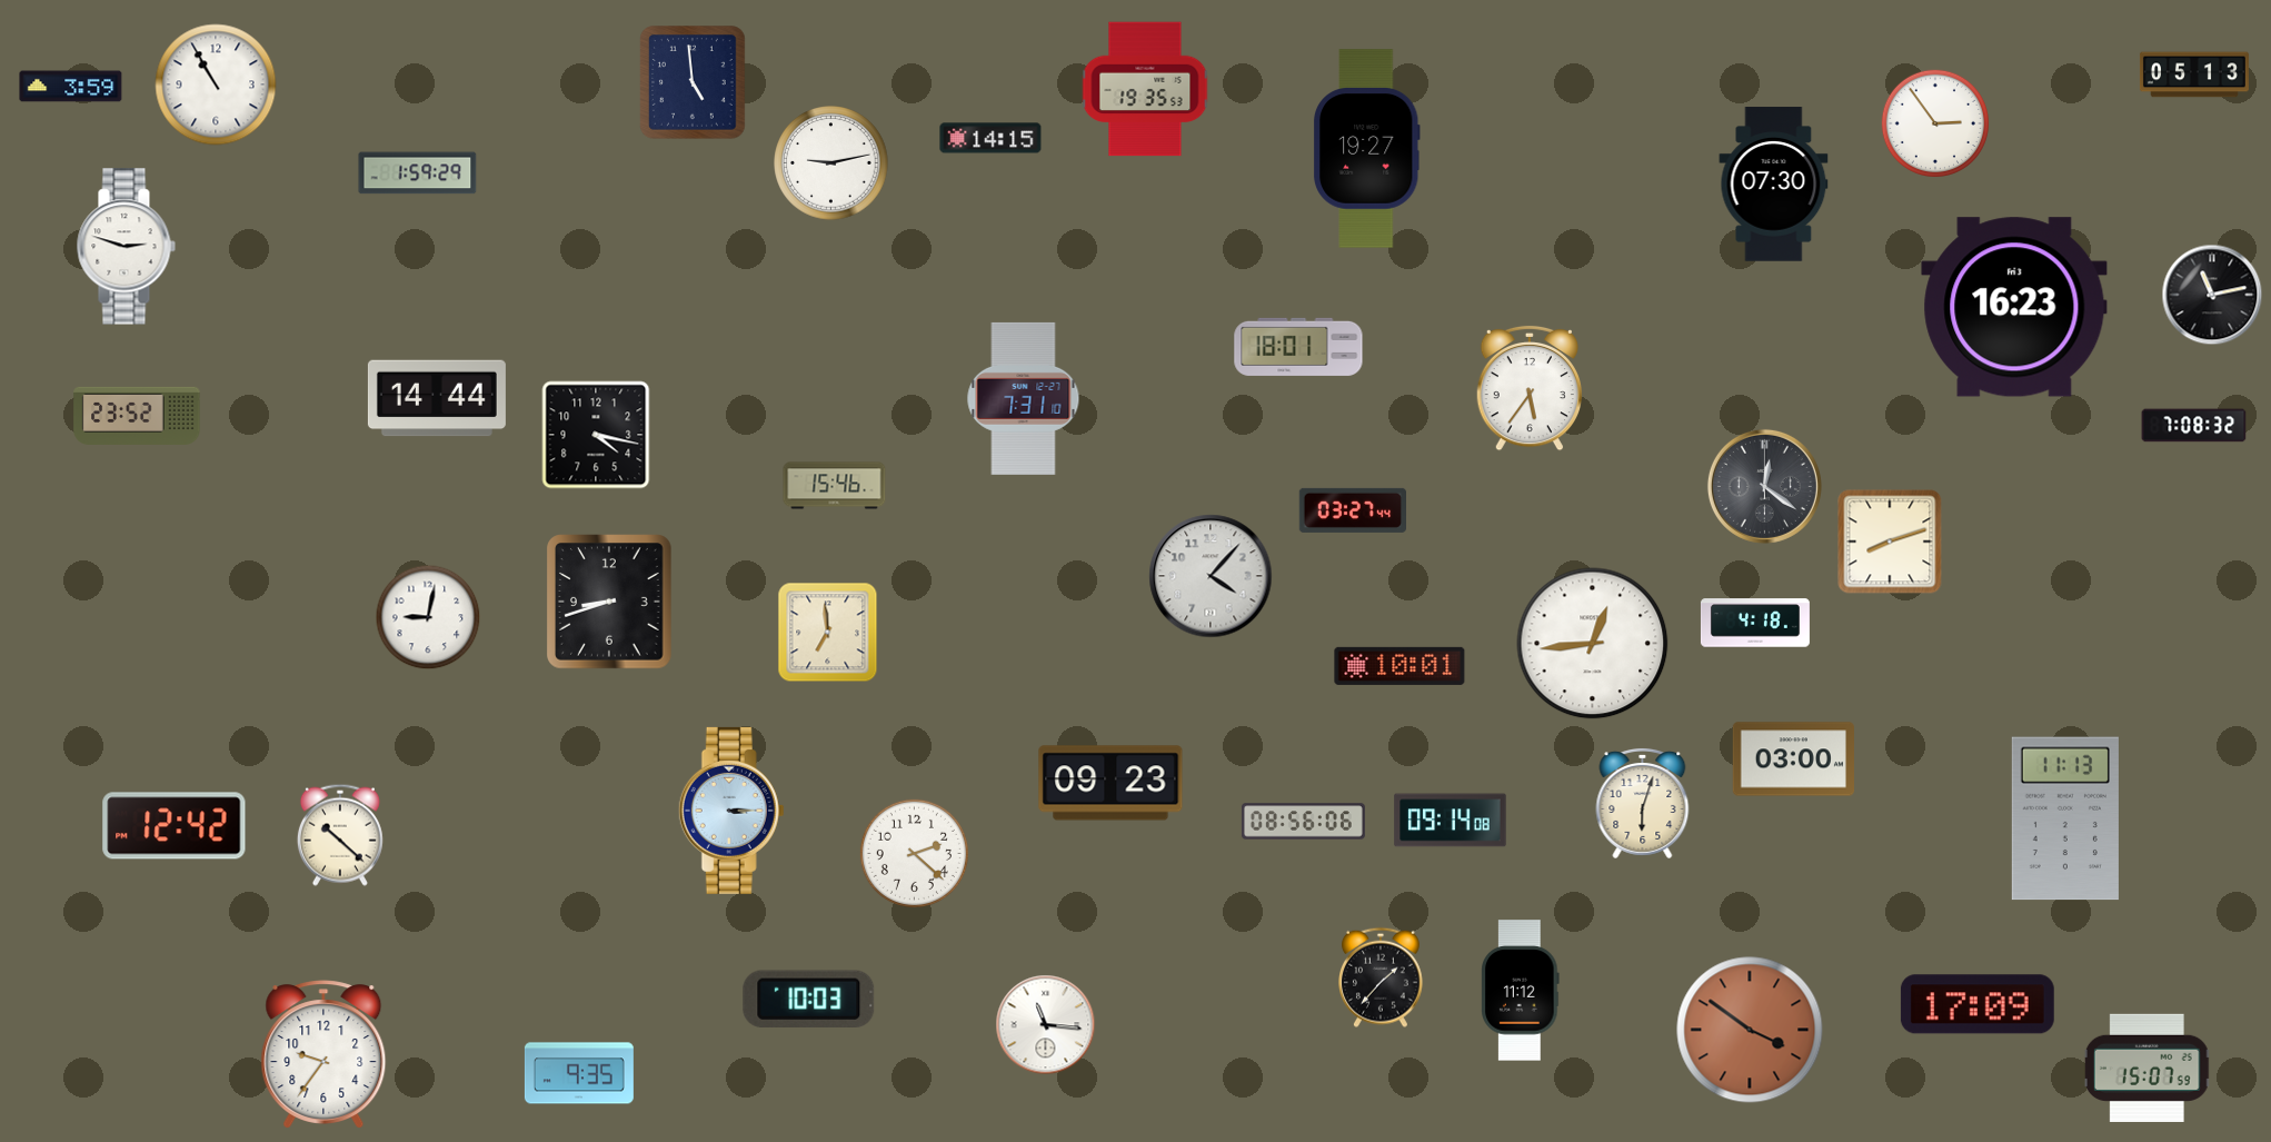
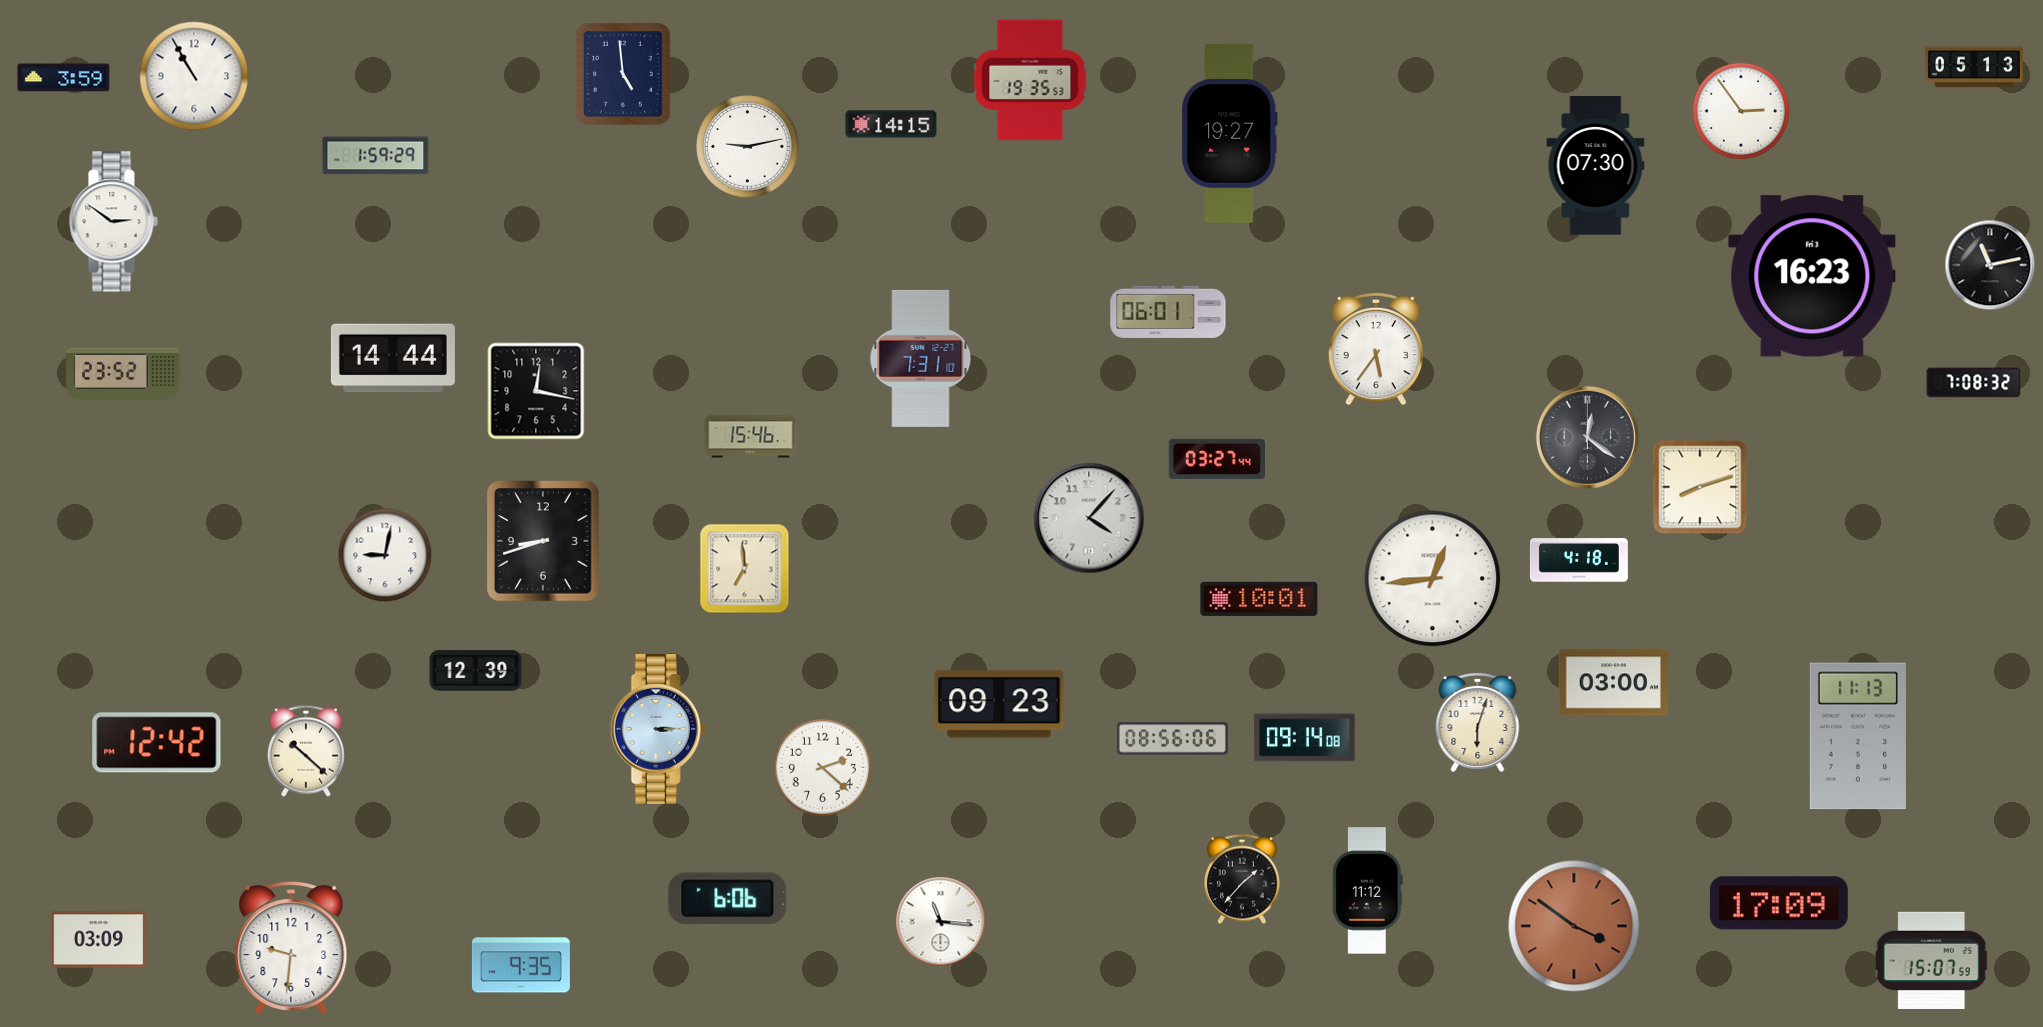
clock at (126, 247): 2:48 -> 2:51
clock at (1298, 347): 18:01 -> 06:01
clock at (596, 435): 4:17 -> 12:17
clock at (609, 602) position: (609, 602) -> (543, 541)
clock at (476, 671): none -> 12:39
clock at (809, 999): 10:03 -> 6:06
clock at (99, 940): none -> 03:09
clock at (323, 1054): 9:36 -> 9:31
